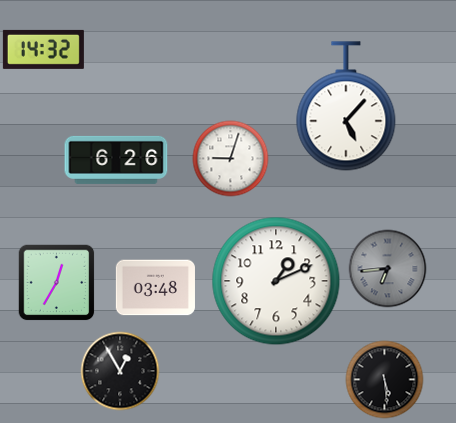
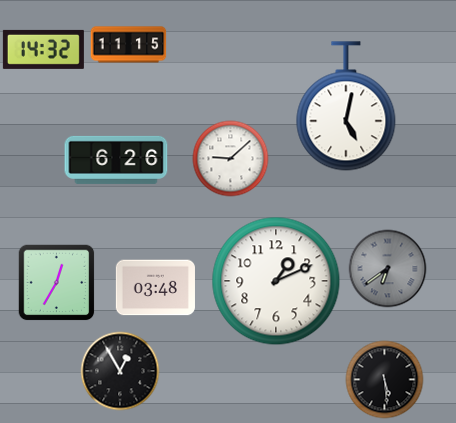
clock at (129, 45): none -> 11:15
clock at (346, 106): 5:07 -> 5:02
clock at (231, 159): 9:03 -> 9:08
clock at (388, 269): 6:44 -> 6:39
